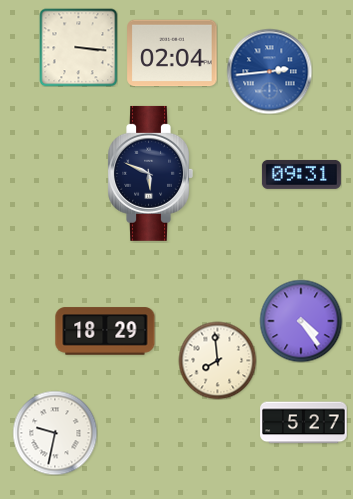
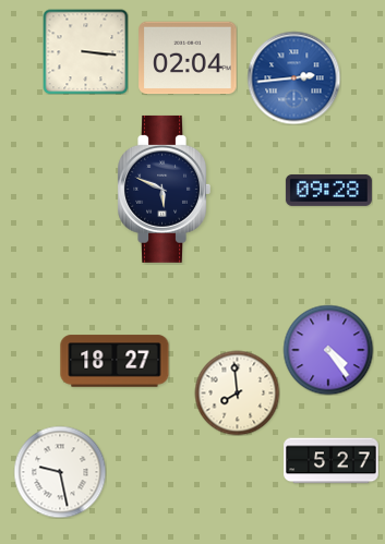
clock at (301, 174): 09:31 -> 09:28
clock at (105, 331): 18:29 -> 18:27
clock at (55, 433): 9:32 -> 9:28
